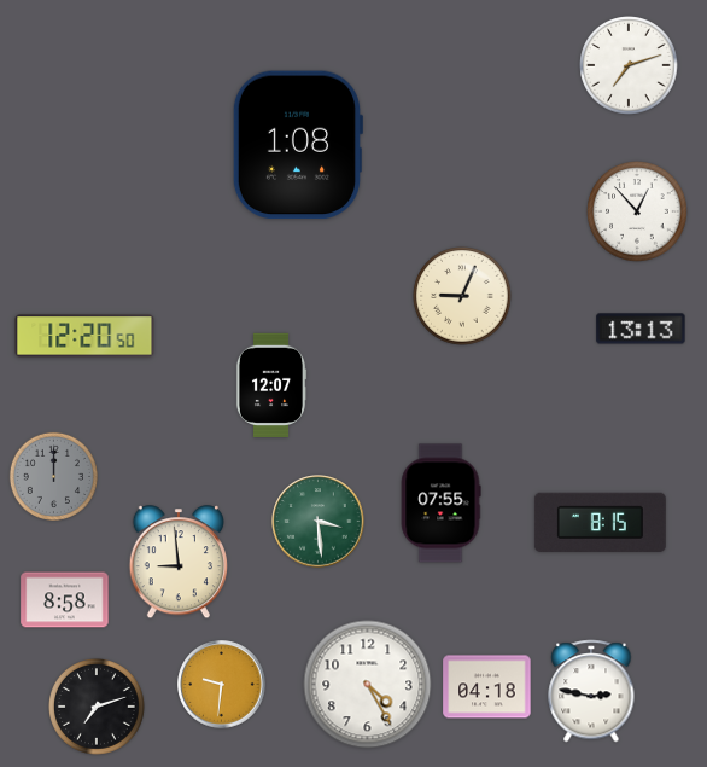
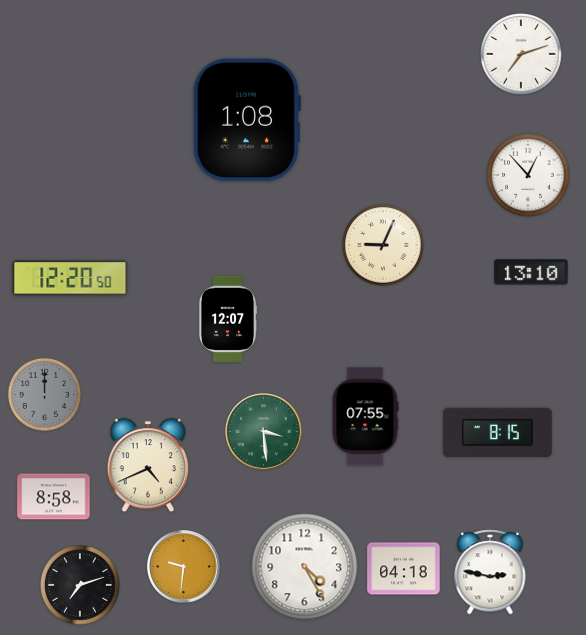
clock at (641, 329): 13:13 -> 13:10
clock at (271, 384) position: (271, 384) -> (228, 318)
clock at (177, 563): 8:59 -> 4:41
